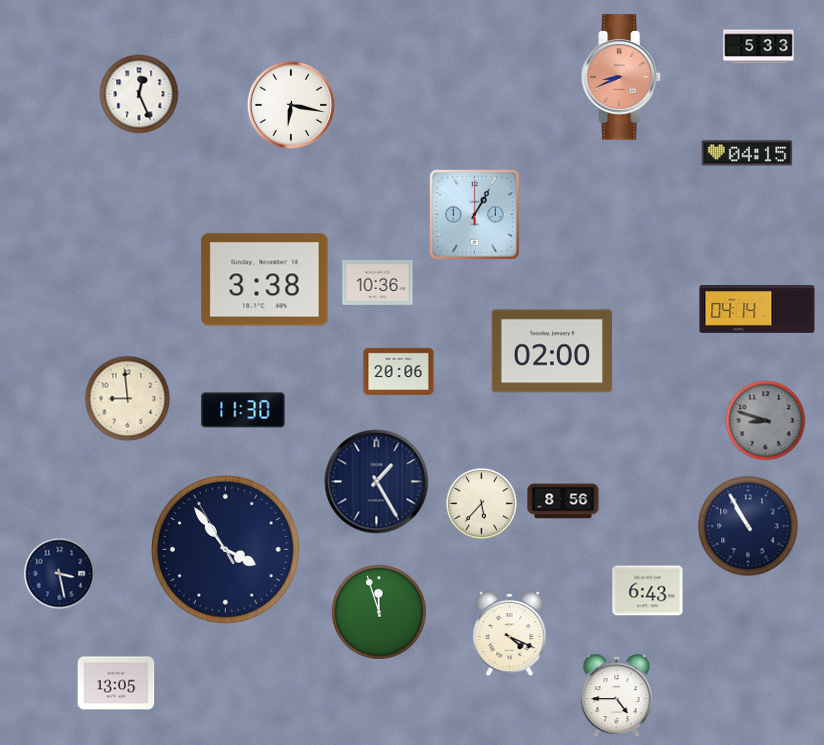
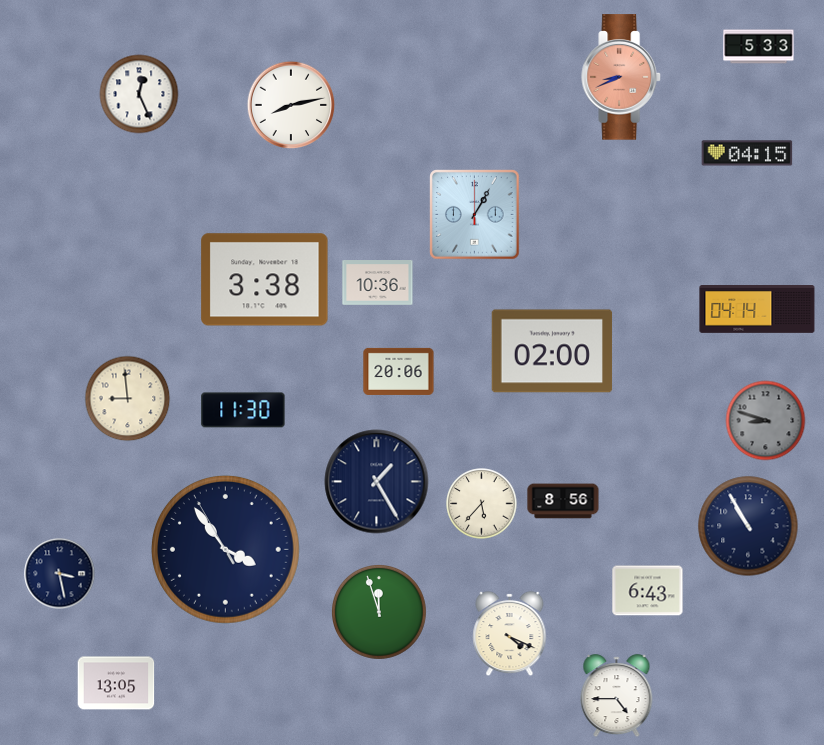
clock at (291, 105): 6:17 -> 8:13
